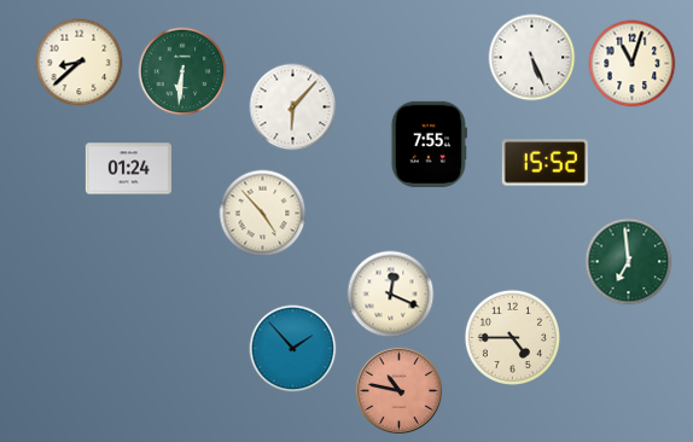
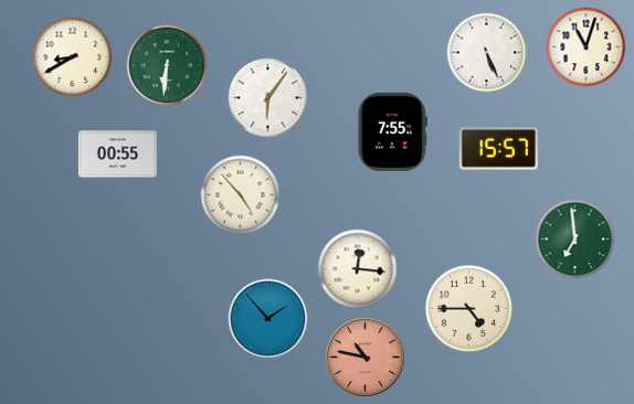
clock at (80, 63): 8:38 -> 8:40
clock at (633, 64) position: (633, 64) -> (587, 47)
clock at (293, 107): 6:07 -> 6:06
clock at (544, 163): 15:52 -> 15:57
clock at (128, 169): 01:24 -> 00:55
clock at (391, 295): 12:19 -> 12:16
